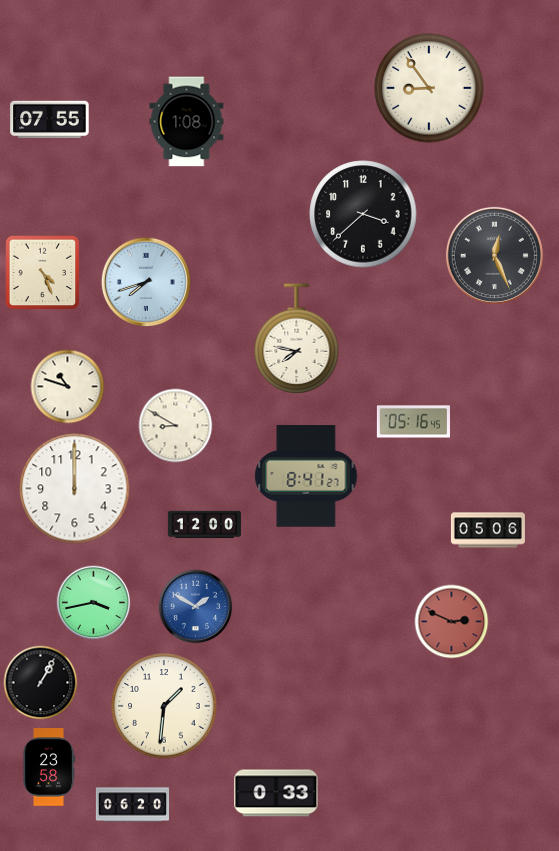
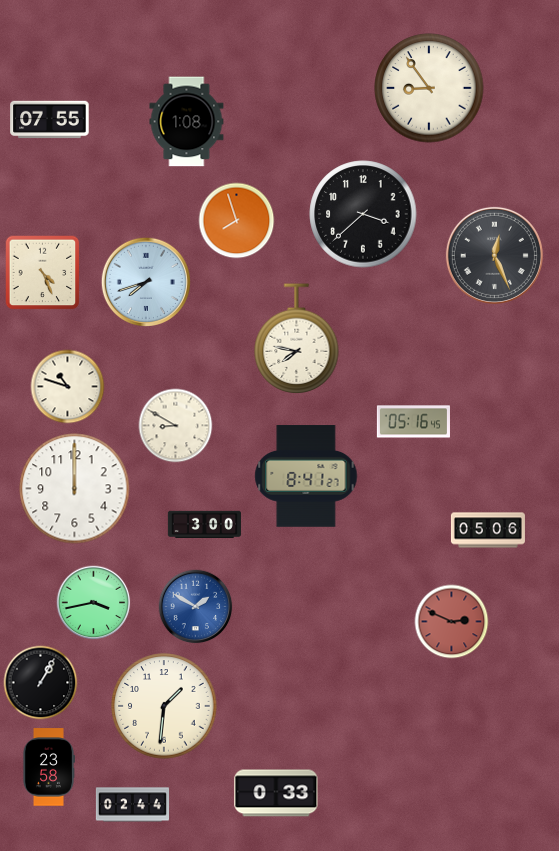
clock at (237, 221): none -> 7:57
clock at (204, 525): 12:00 -> 3:00
clock at (132, 805): 06:20 -> 02:44
